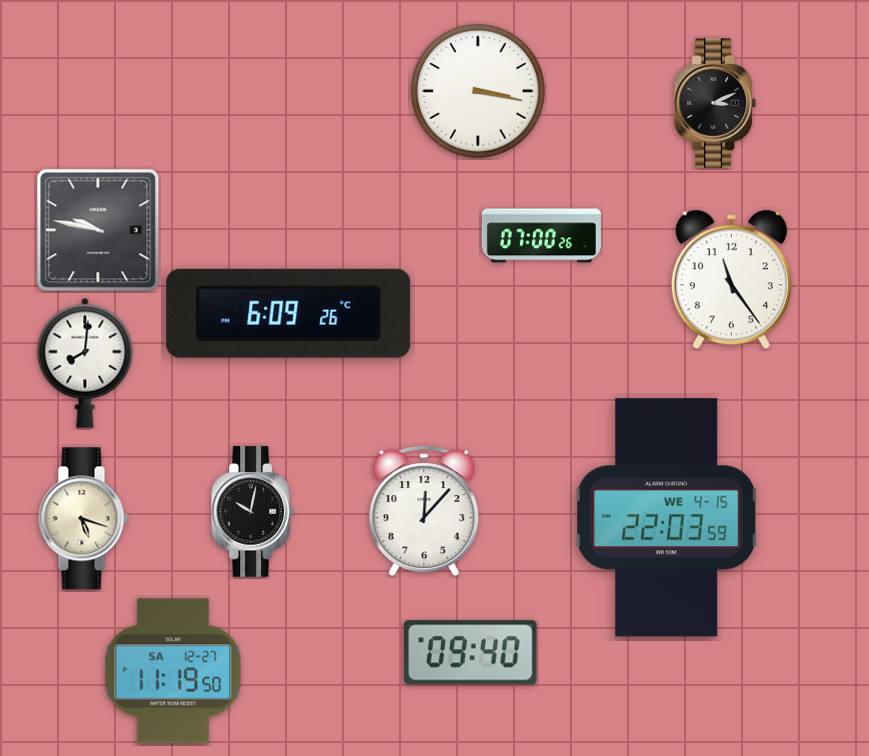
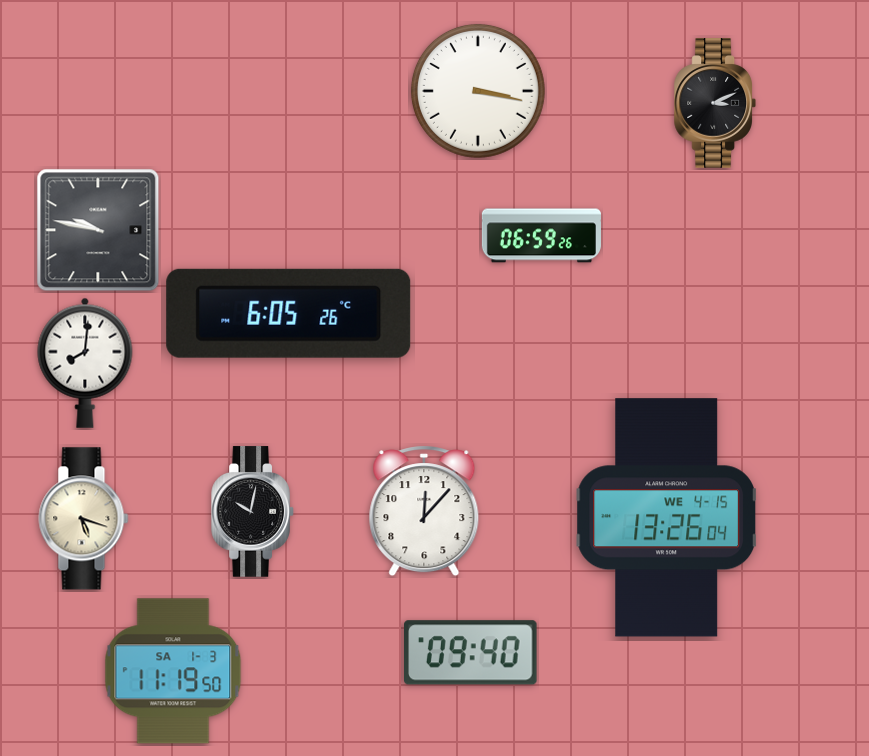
clock at (541, 236): 07:00 -> 06:59
clock at (731, 280): 11:24 -> none
clock at (289, 313): 6:09 -> 6:05
clock at (666, 518): 22:03 -> 13:26
clock at (173, 671) date: SA 12-27 -> SA 1-3
